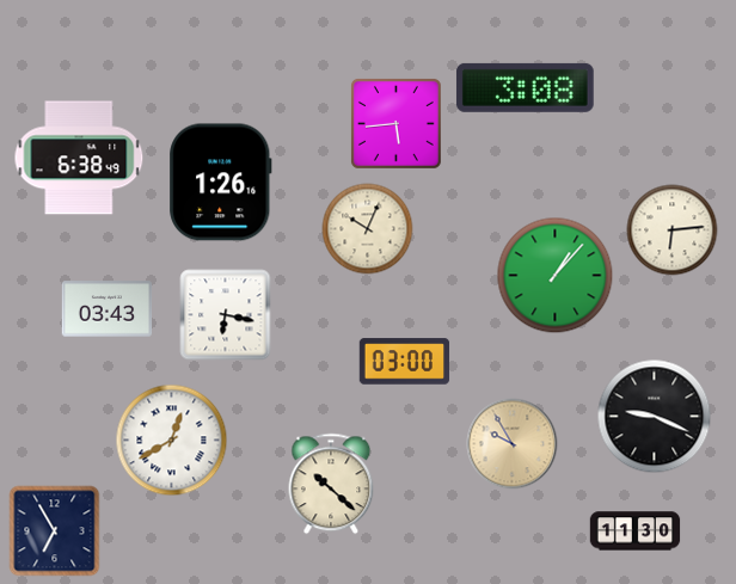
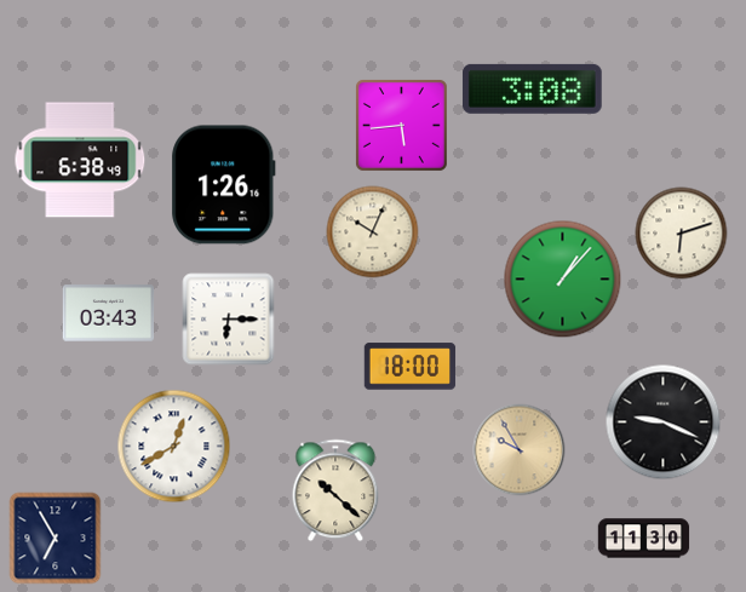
clock at (673, 230): 6:14 -> 6:12
clock at (226, 315): 6:17 -> 6:15
clock at (405, 362): 03:00 -> 18:00
